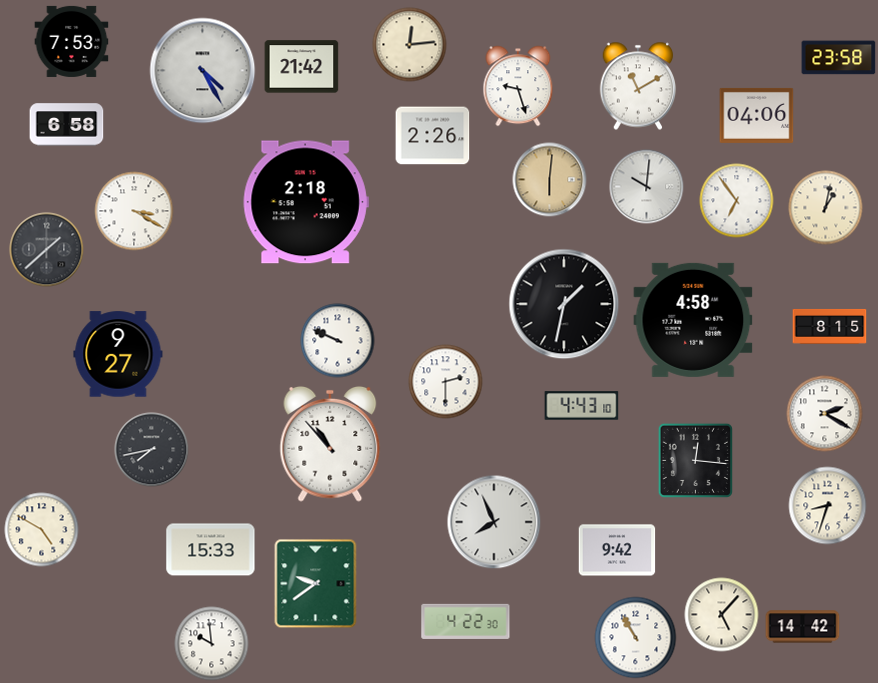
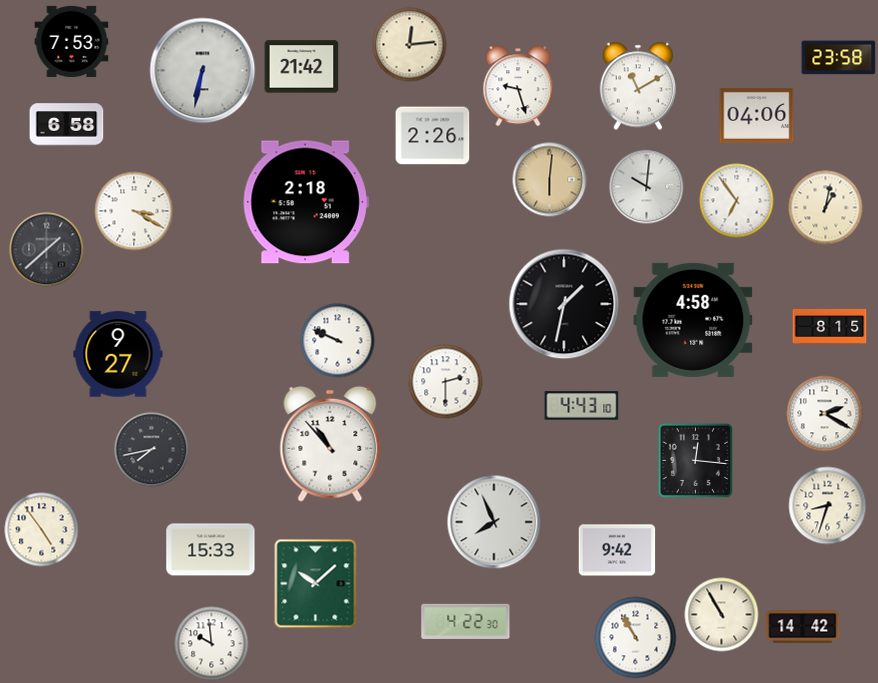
clock at (203, 71): 4:25 -> 6:32
clock at (42, 530): 4:50 -> 4:54
clock at (316, 584): 9:39 -> 10:08
clock at (722, 615): 5:07 -> 10:55
